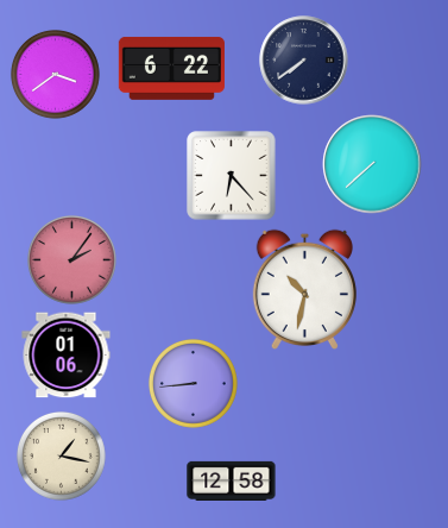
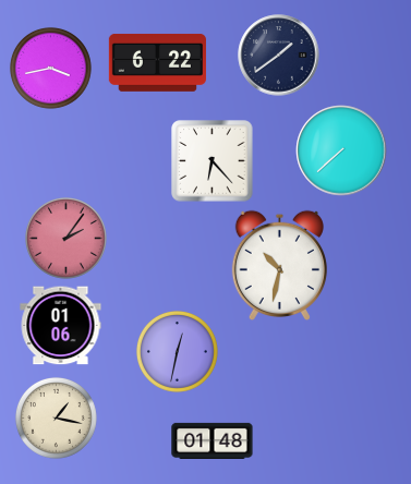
clock at (304, 61): 7:39 -> 1:39
clock at (55, 74): 3:39 -> 3:43
clock at (193, 383): 8:44 -> 12:32
clock at (232, 480): 12:58 -> 01:48
